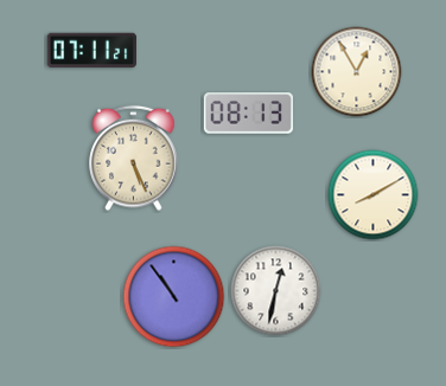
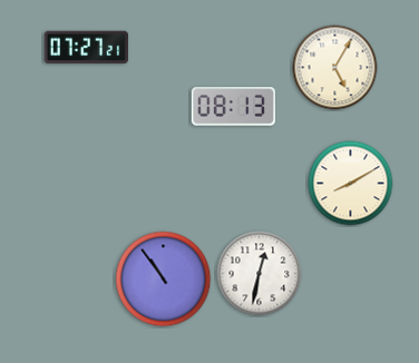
clock at (91, 50): 07:11 -> 07:27
clock at (357, 72): 12:55 -> 5:05
clock at (134, 159): 5:26 -> none
